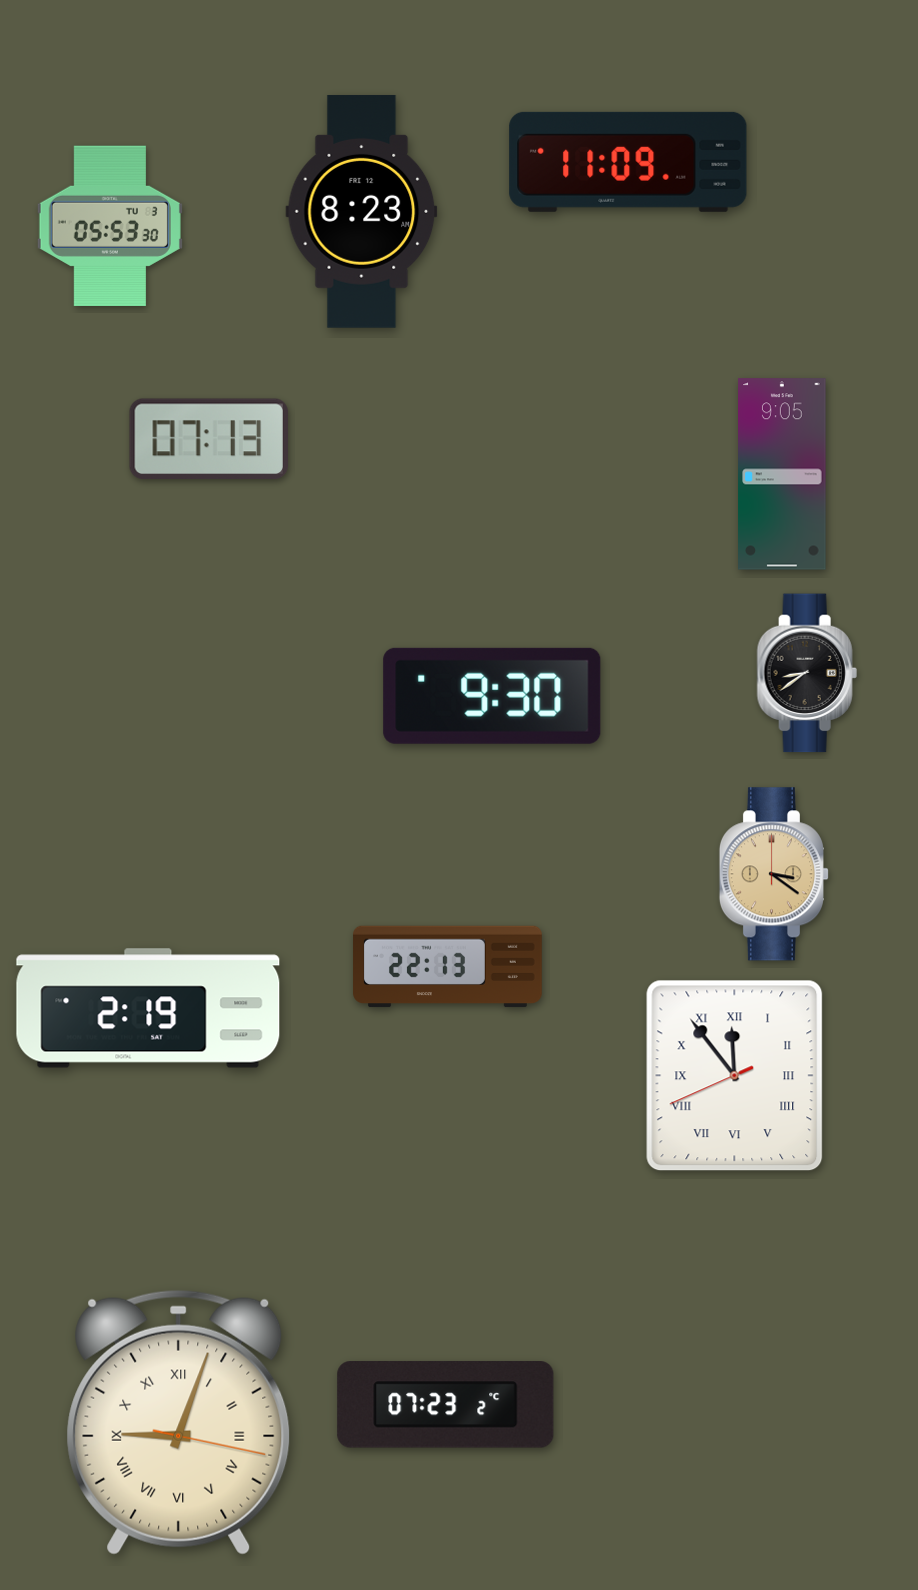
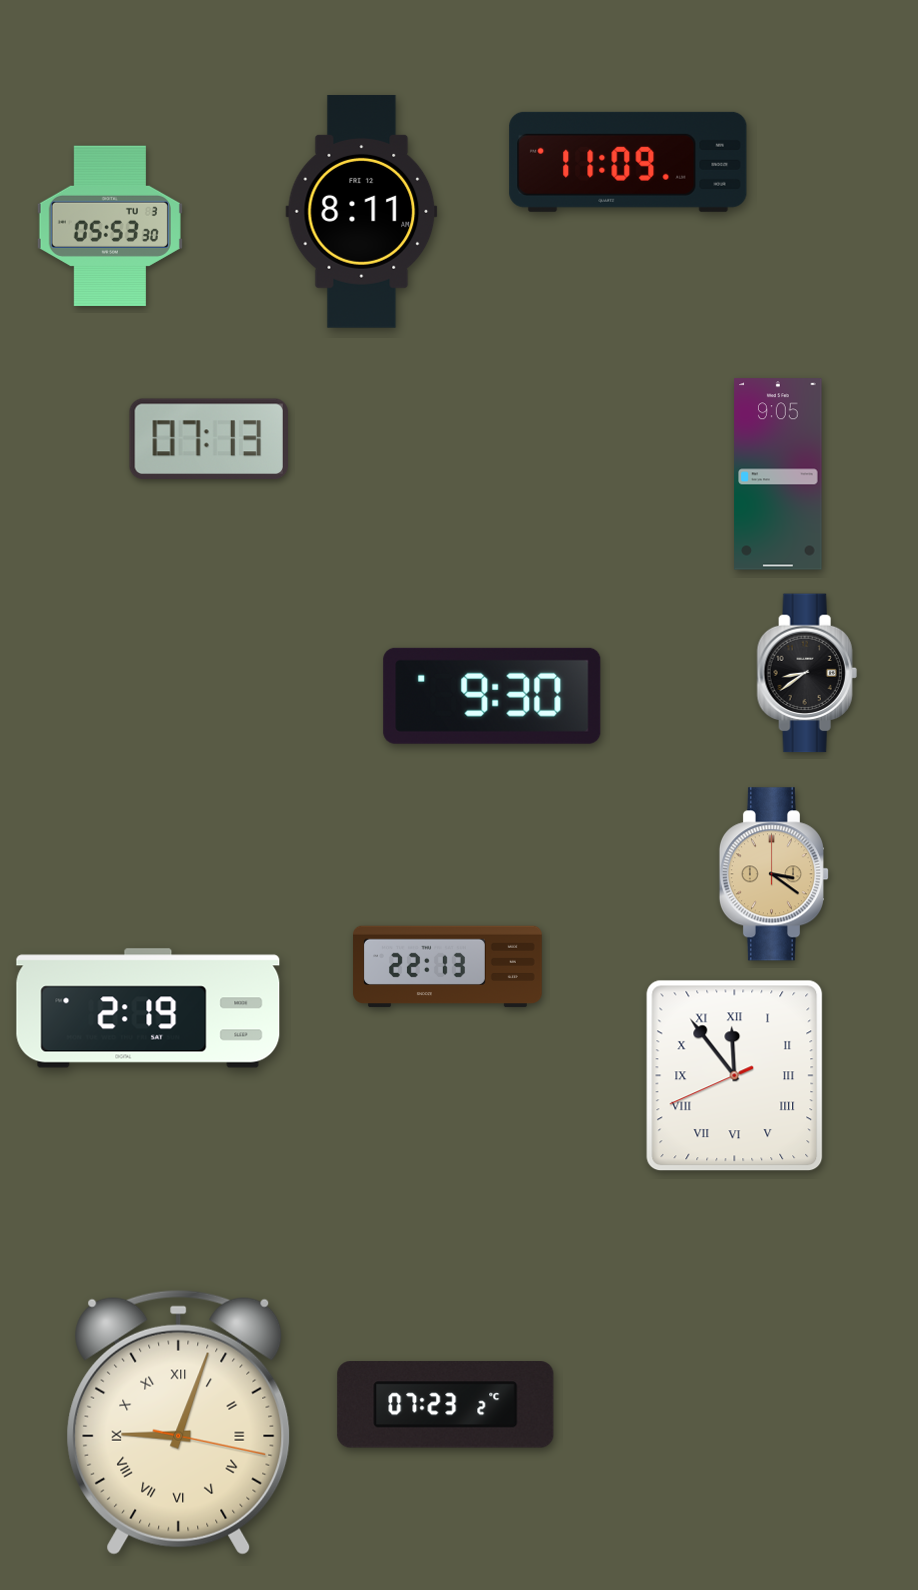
clock at (362, 211): 8:23 -> 8:11
clock at (782, 474) position: (782, 474) -> (778, 474)
